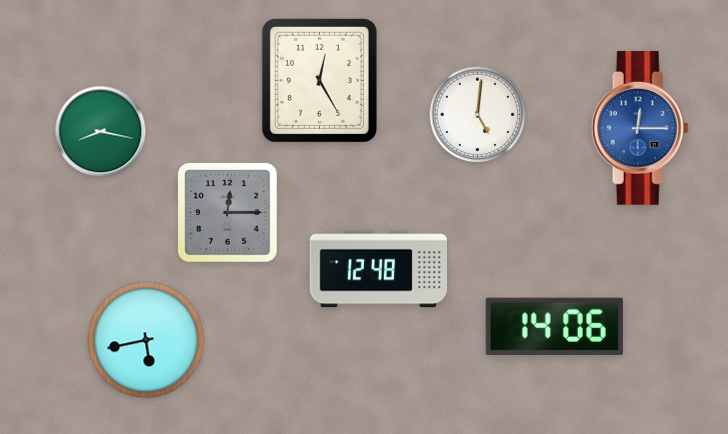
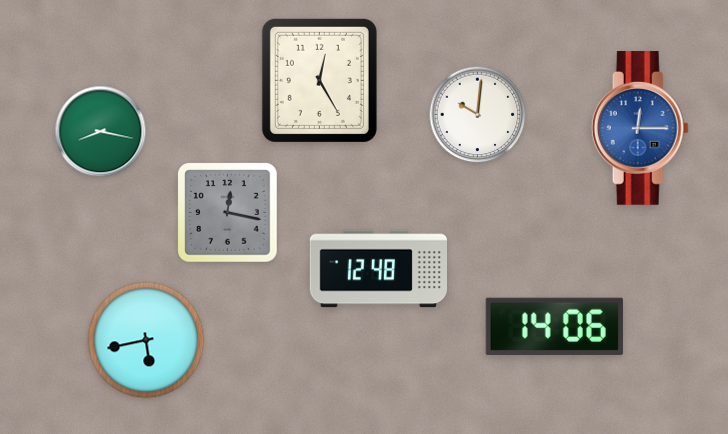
clock at (478, 115): 5:01 -> 10:01
clock at (228, 213): 12:15 -> 12:17
